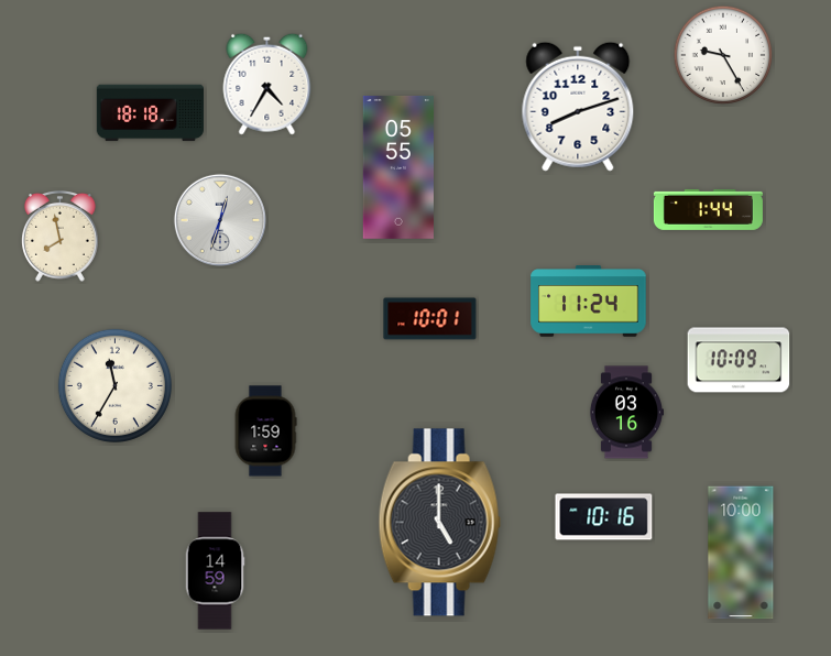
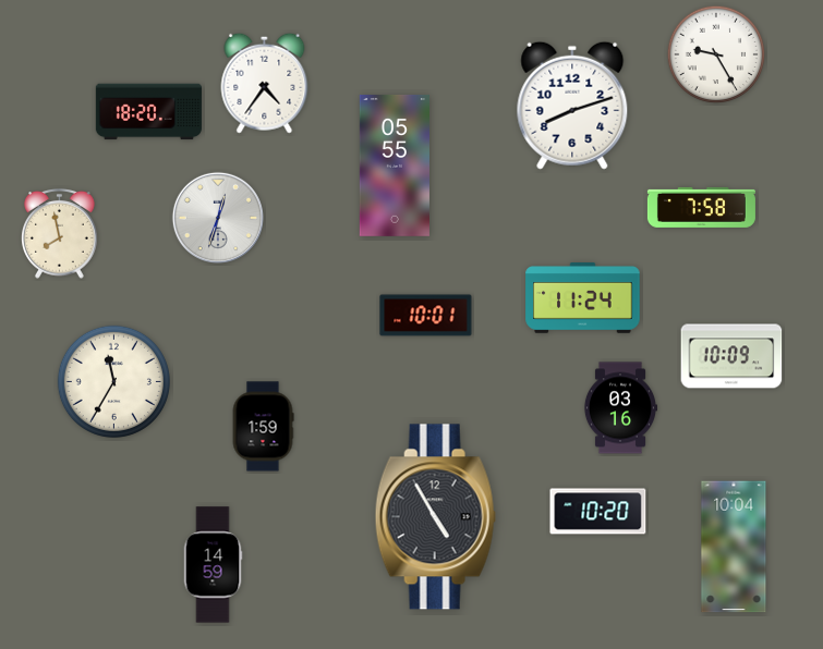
clock at (267, 84): 4:35 -> 4:36
clock at (150, 113): 18:18 -> 18:20
clock at (708, 209): 1:44 -> 7:58
clock at (604, 517): 10:16 -> 10:20
clock at (439, 523): 5:00 -> 4:55
clock at (741, 553): 10:00 -> 10:04
